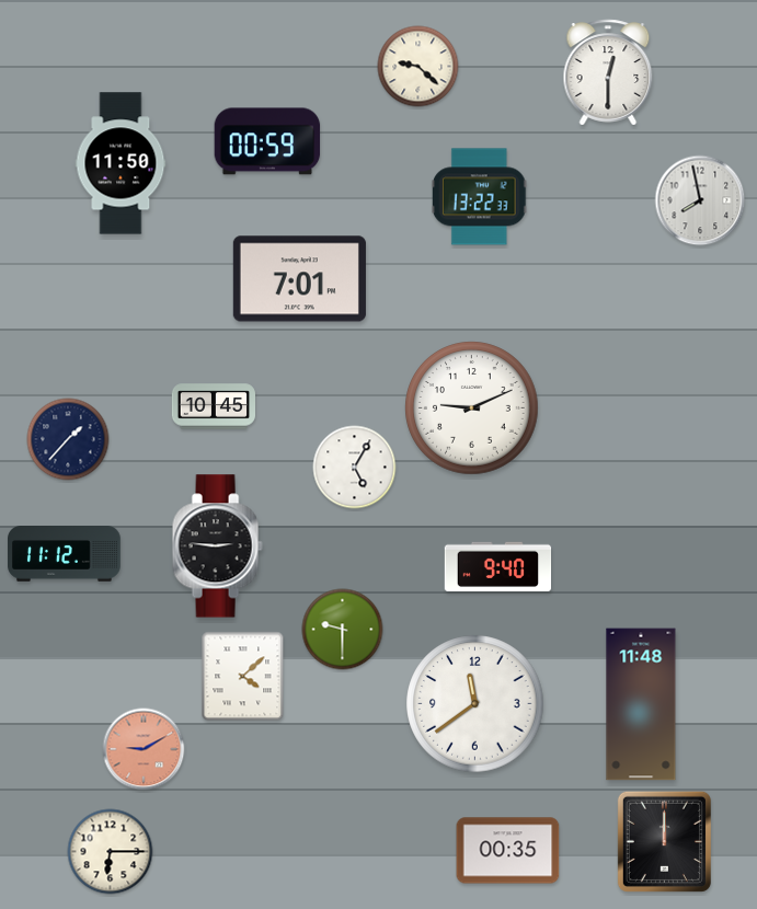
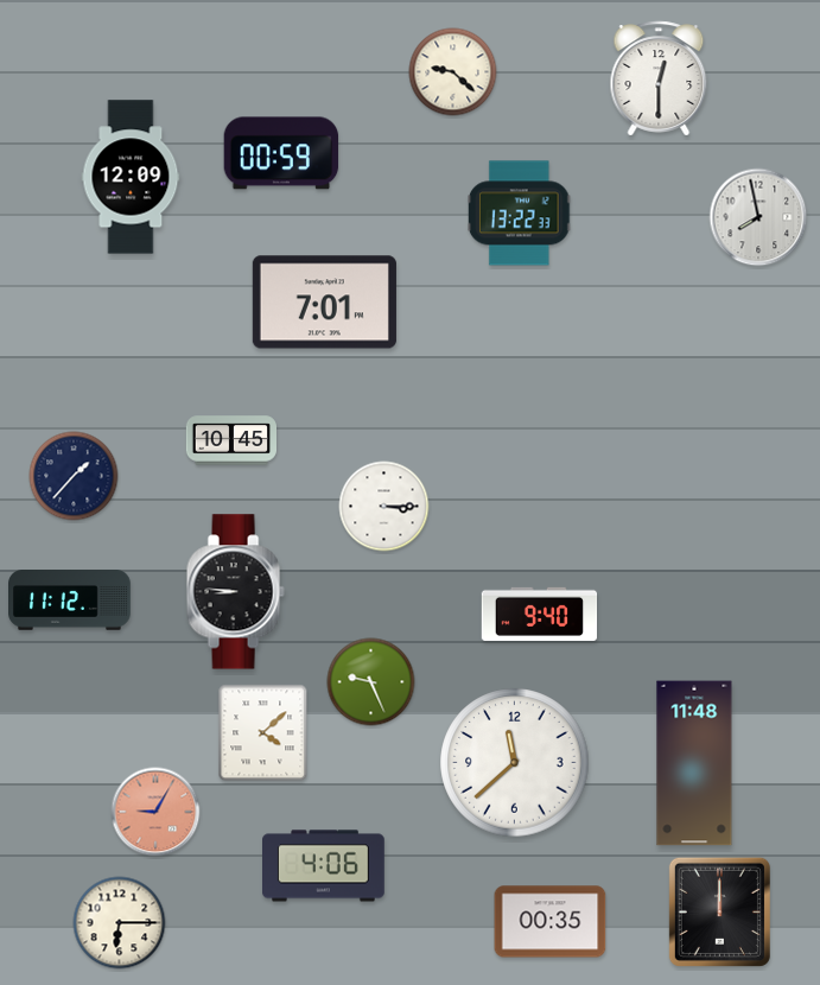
clock at (267, 141) position: (267, 141) -> (281, 153)
clock at (121, 163): 11:50 -> 12:09
clock at (472, 409): 9:11 -> none
clock at (355, 468): 5:05 -> 3:15
clock at (217, 546): 2:46 -> 8:46
clock at (343, 630): 9:30 -> 9:26
clock at (475, 704): 11:39 -> 11:38
clock at (144, 749): 9:10 -> 9:05
clock at (324, 866): none -> 4:06
